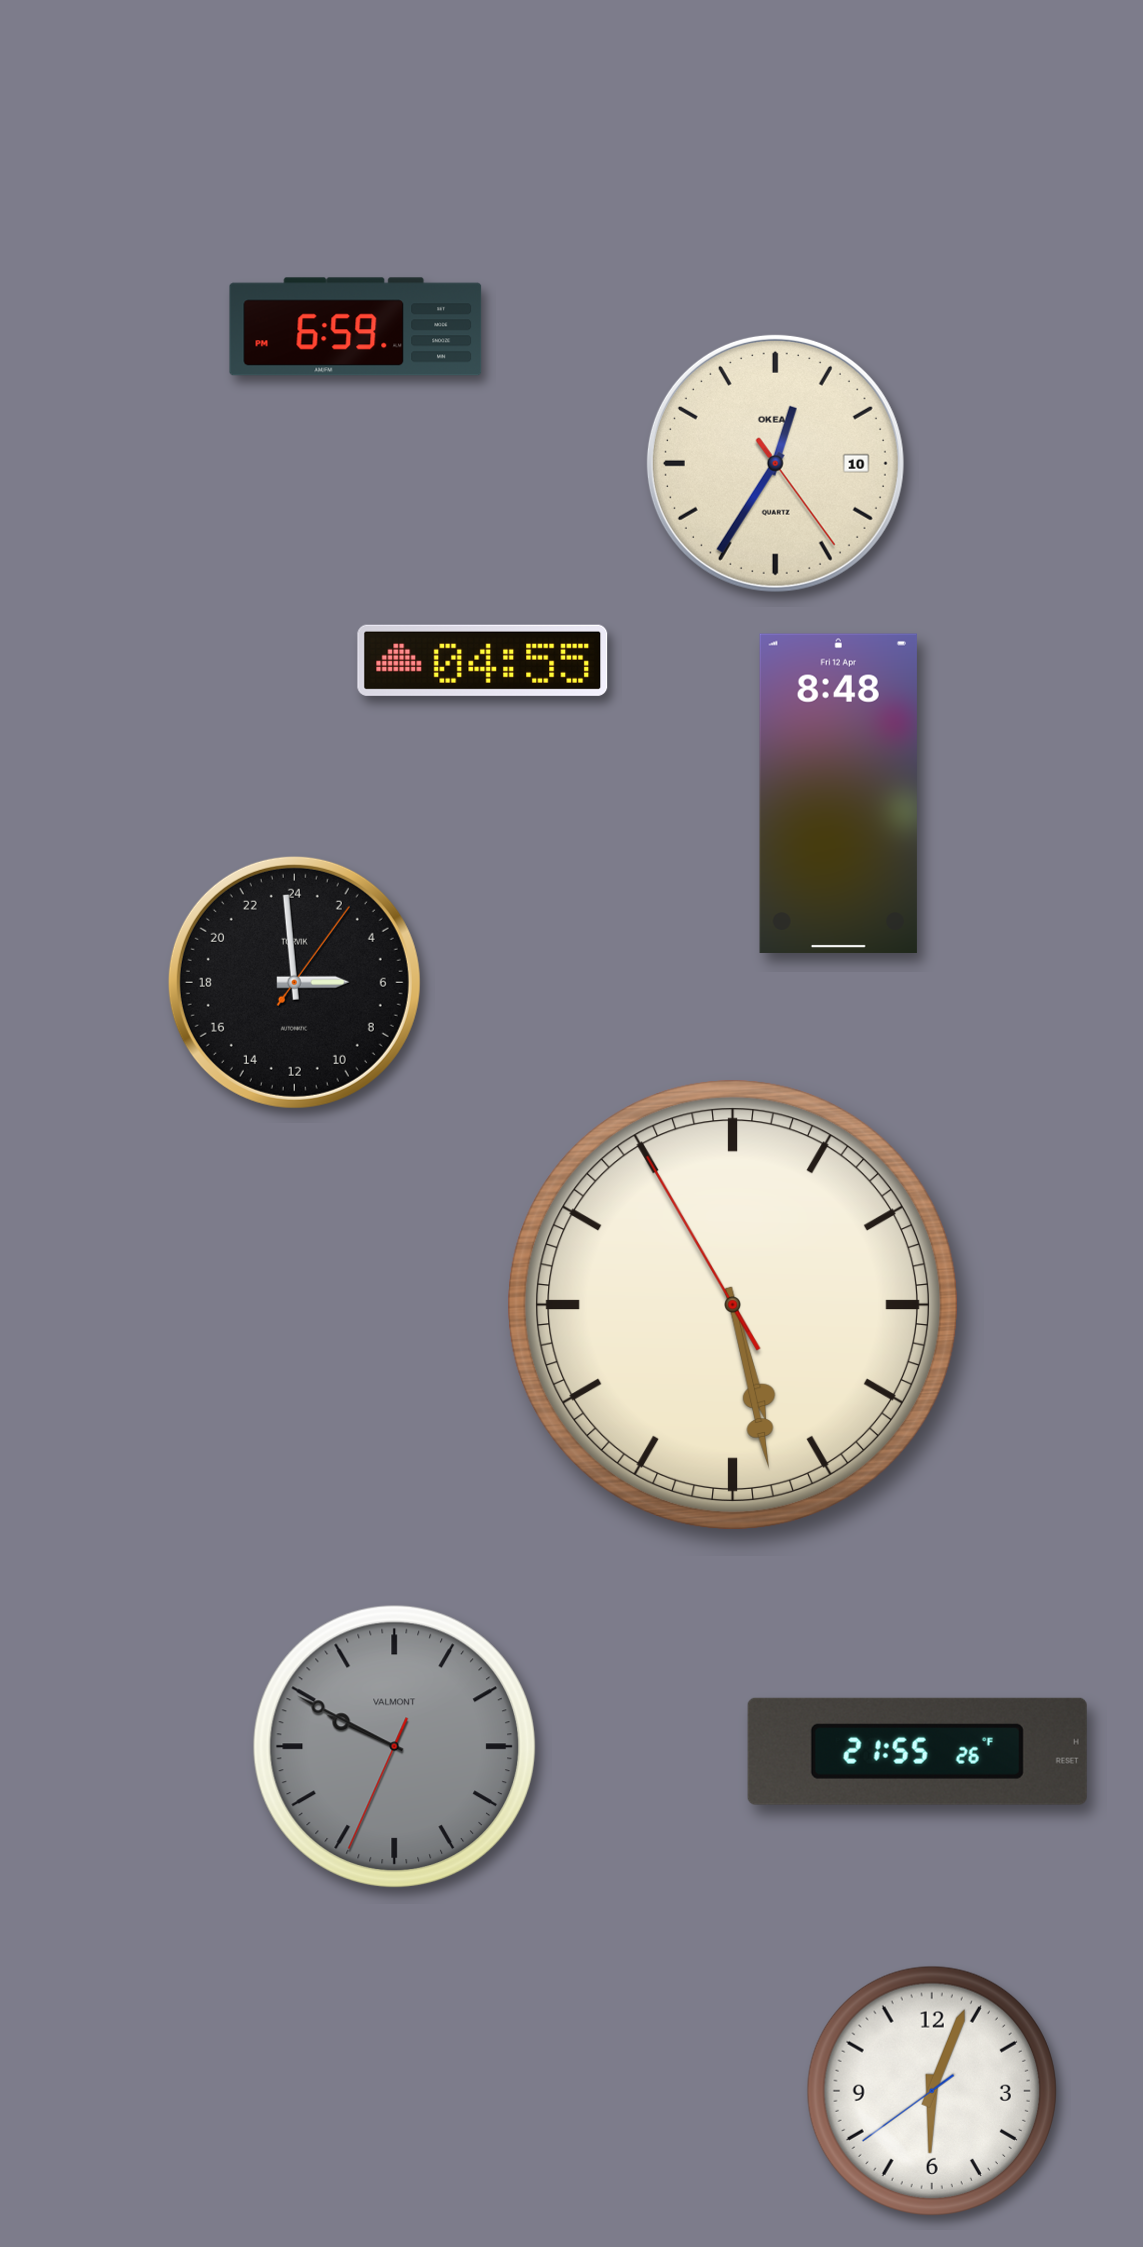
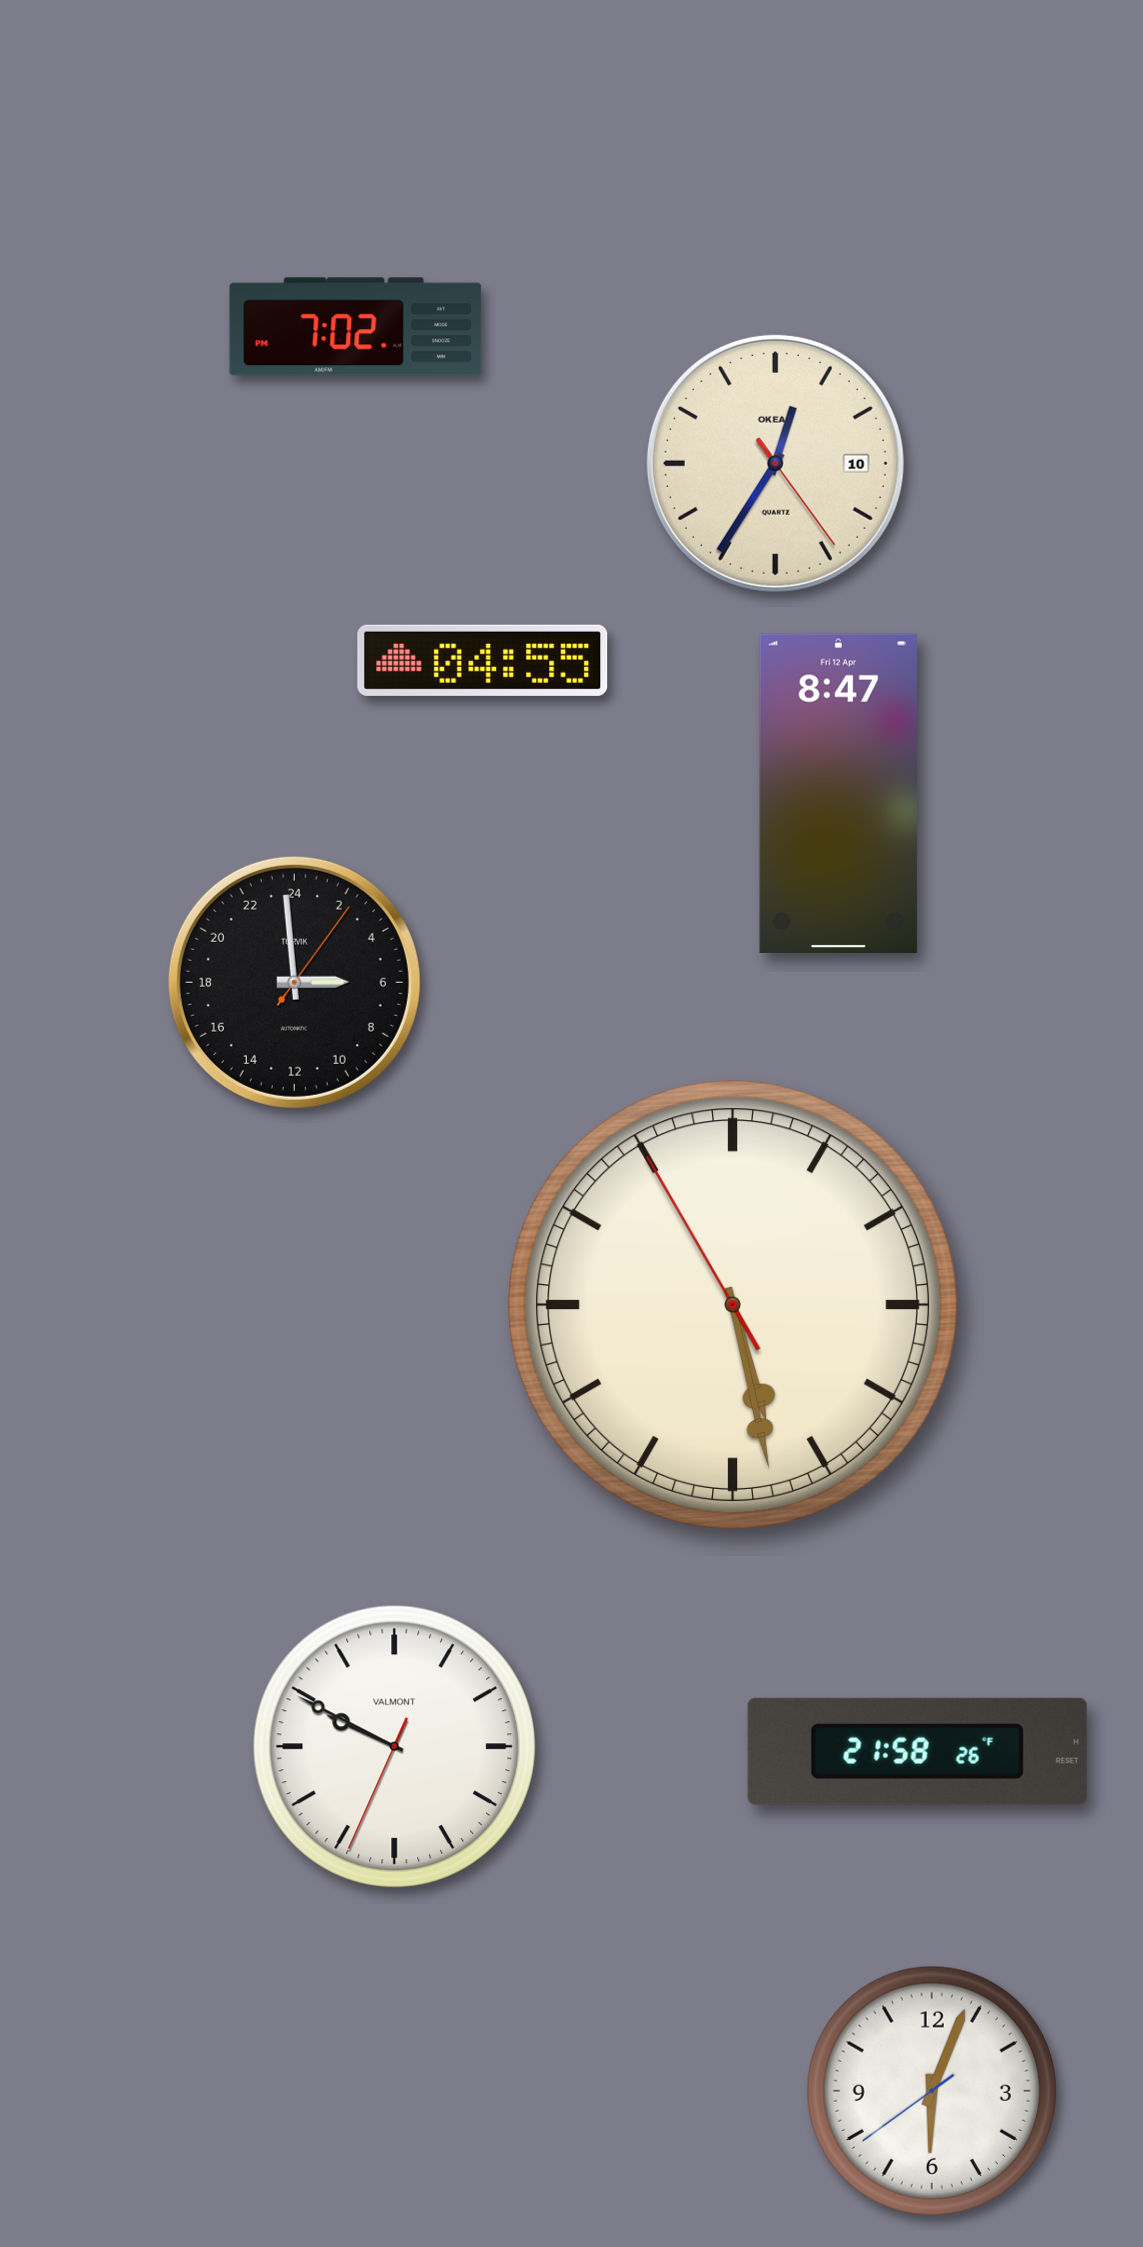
clock at (356, 327): 6:59 -> 7:02
clock at (838, 793): 8:48 -> 8:47
clock at (394, 1746) dial: grey -> white
clock at (917, 1751): 21:55 -> 21:58
